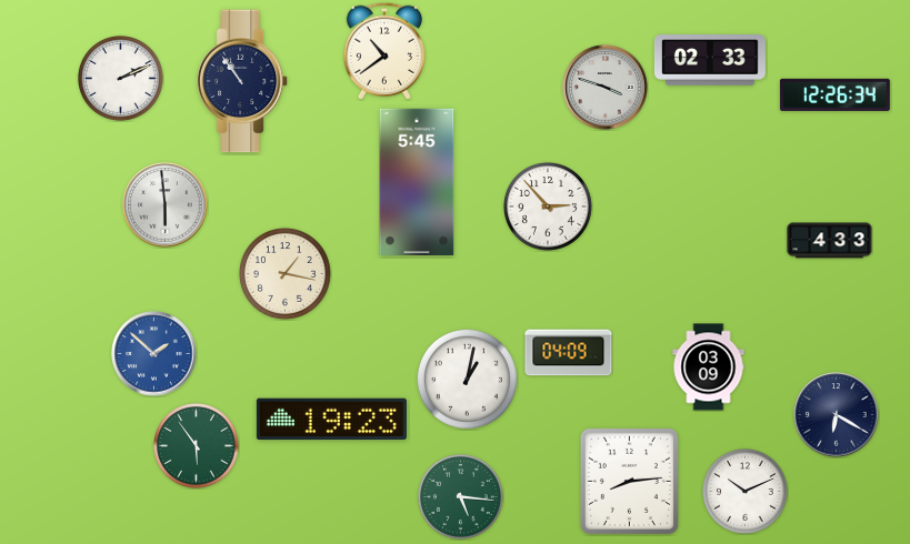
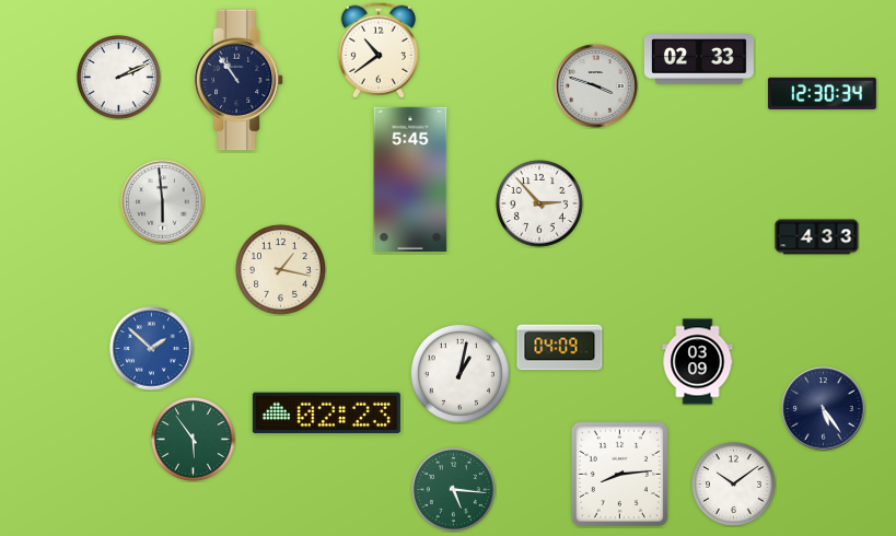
clock at (834, 94): 12:26 -> 12:30
clock at (837, 415): 6:20 -> 5:24
clock at (331, 420): 19:23 -> 02:23
clock at (746, 492): 10:11 -> 10:09
